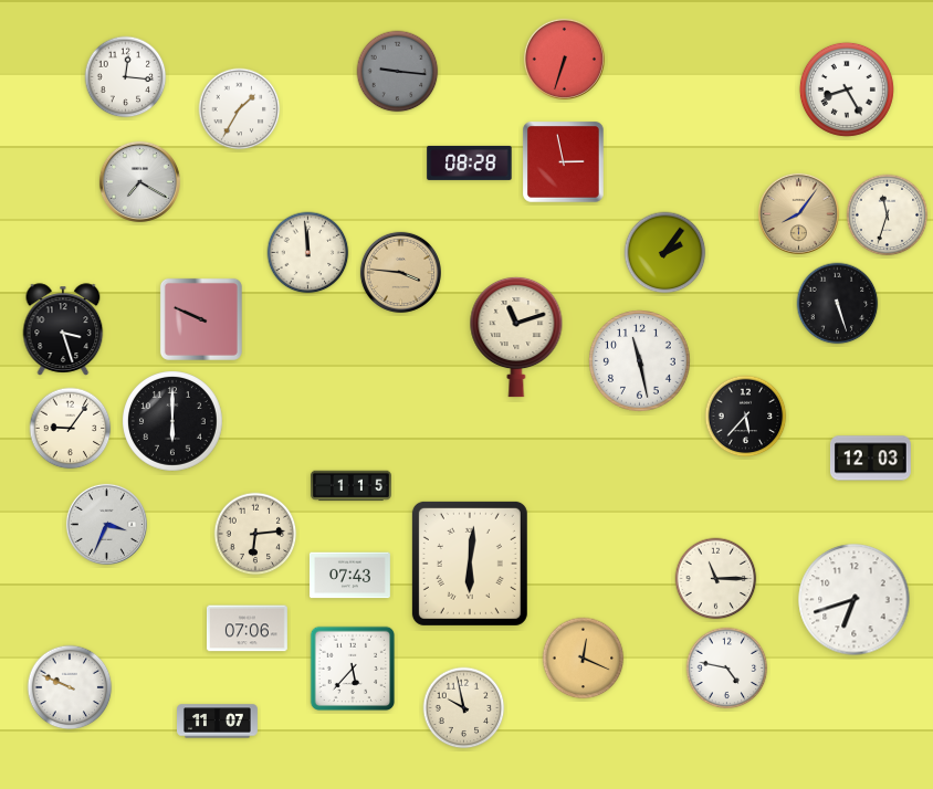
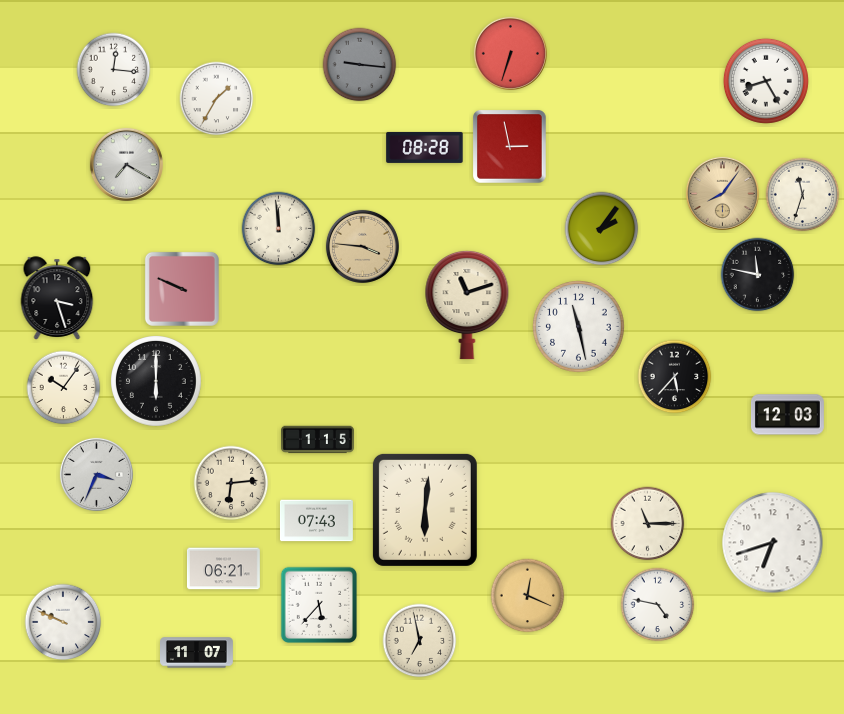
clock at (838, 304): 5:27 -> 11:47
clock at (71, 429): 9:06 -> 10:06
clock at (247, 629): 07:06 -> 06:21
clock at (464, 708): 9:58 -> 6:58
